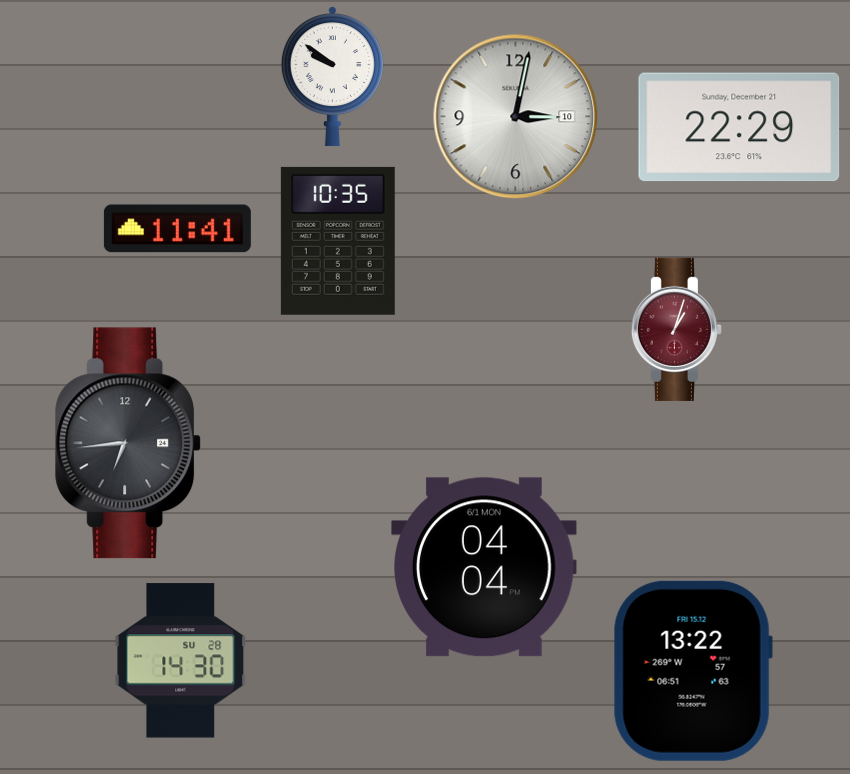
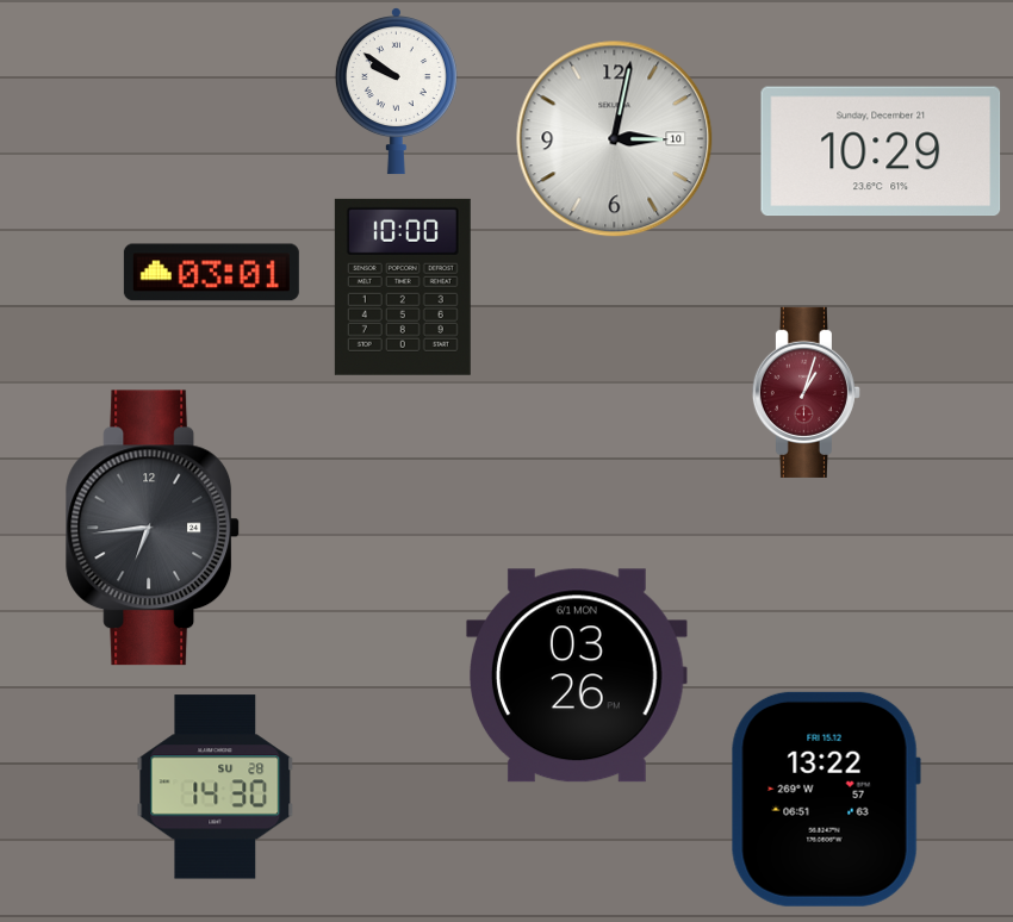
clock at (739, 127): 22:29 -> 10:29
clock at (177, 229): 11:41 -> 03:01
clock at (338, 241): 10:35 -> 10:00
clock at (484, 567): 04:04 -> 03:26
